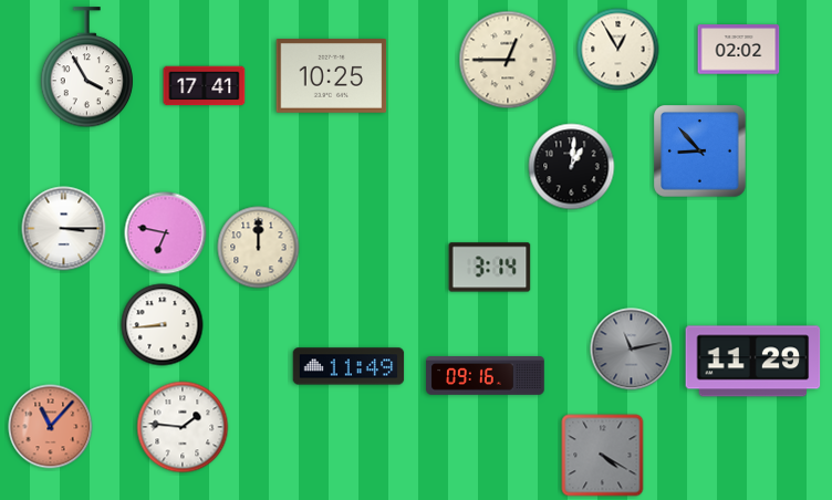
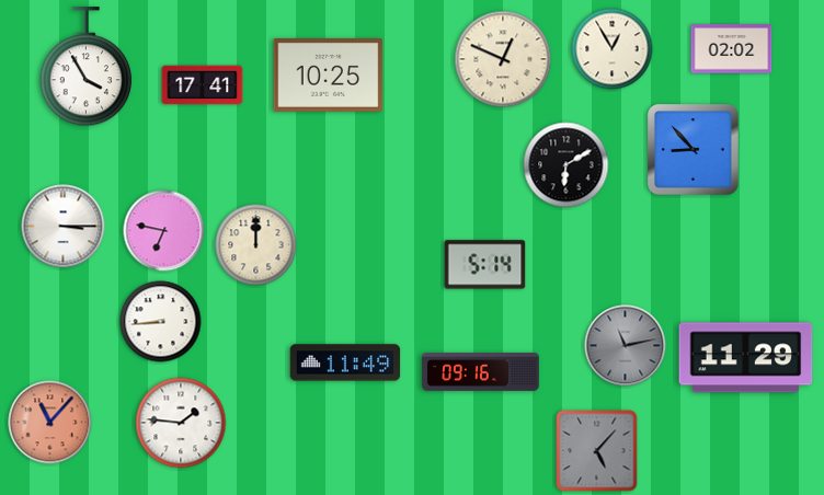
clock at (508, 60): 12:45 -> 12:49
clock at (572, 167): 1:01 -> 6:10
clock at (490, 268): 3:14 -> 5:14
clock at (603, 456): 4:20 -> 5:07
